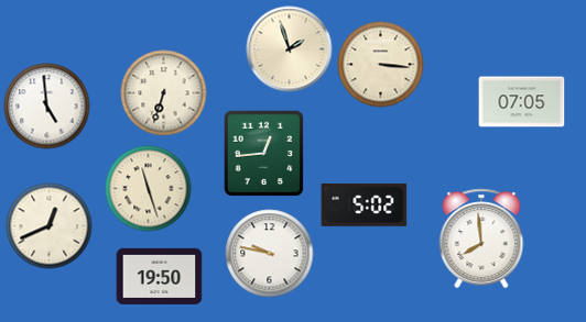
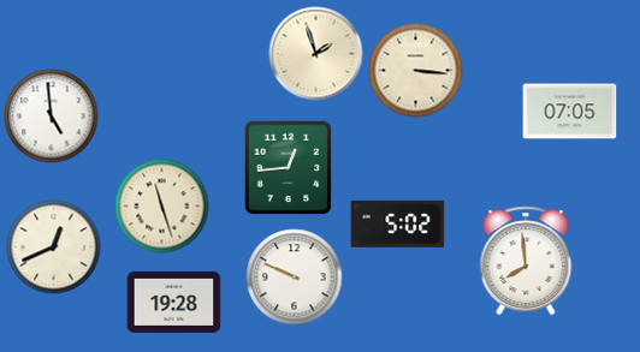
clock at (163, 92): 6:33 -> none
clock at (269, 253): 9:47 -> 9:49
clock at (159, 276): 19:50 -> 19:28
